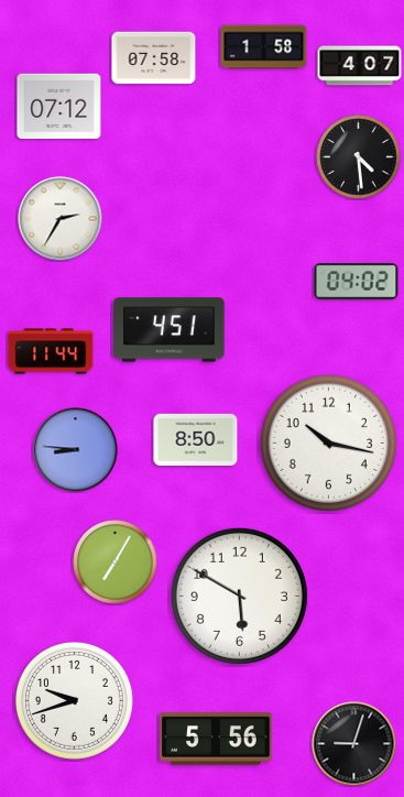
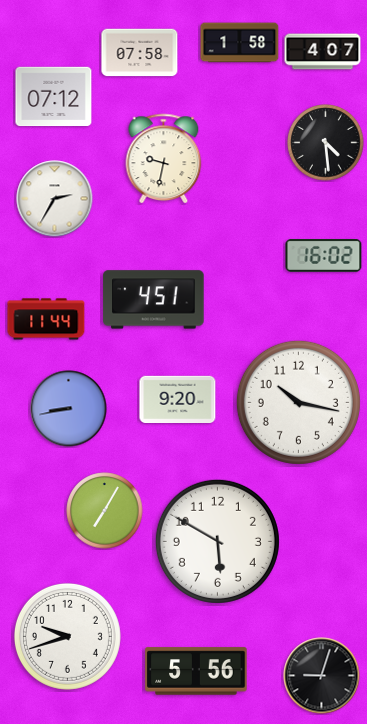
clock at (360, 66) position: (360, 66) -> (323, 52)
clock at (164, 158): none -> 9:32
clock at (357, 282): 04:02 -> 16:02
clock at (196, 439): 8:50 -> 9:20
clock at (76, 450): 8:46 -> 8:43
